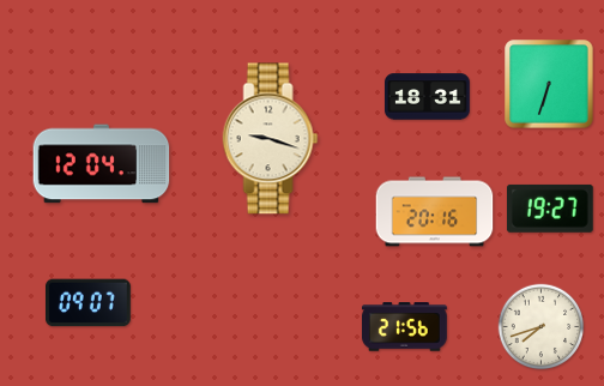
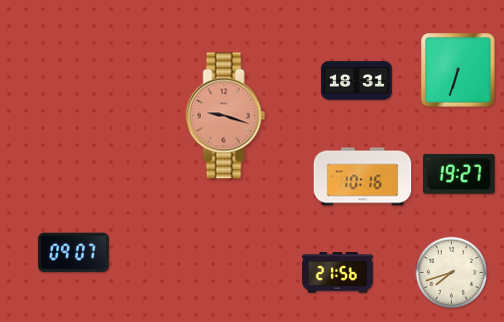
clock at (271, 139) dial: cream -> salmon
clock at (102, 164): 12:04 -> none
clock at (435, 212): 20:16 -> 10:16
